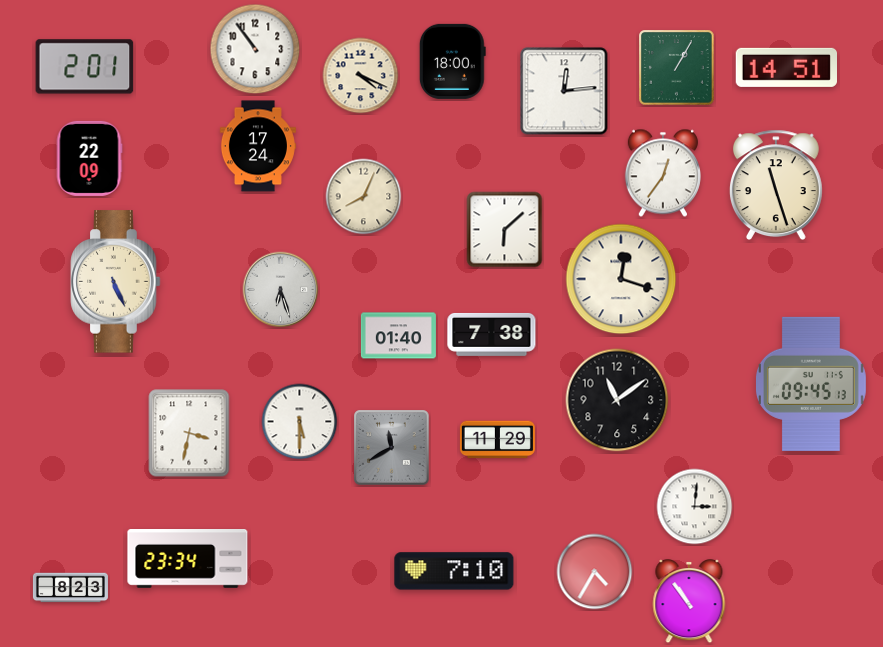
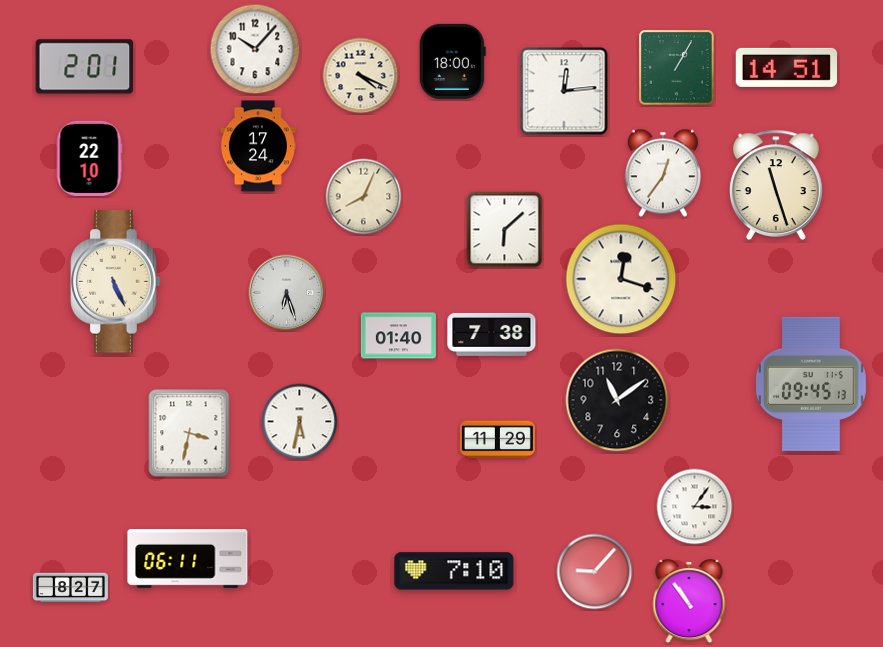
clock at (255, 49): 10:54 -> 10:07
clock at (89, 158): 22:09 -> 22:10
clock at (281, 290) position: (281, 290) -> (287, 293)
clock at (300, 422): 5:30 -> 5:32
clock at (392, 448): 11:40 -> none
clock at (695, 507): 3:01 -> 3:06
clock at (188, 559): 23:34 -> 06:11
clock at (595, 572): 4:35 -> 9:07
clock at (70, 588): 8:23 -> 8:27
